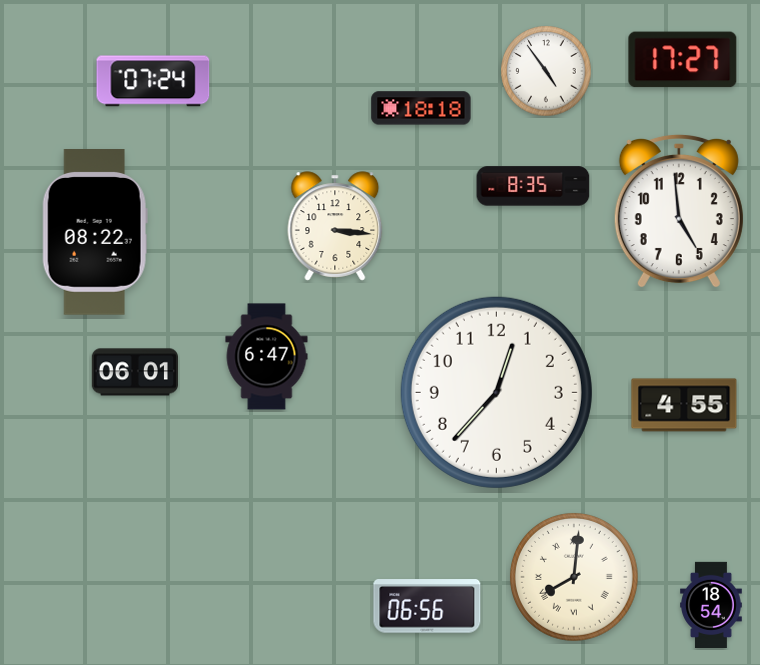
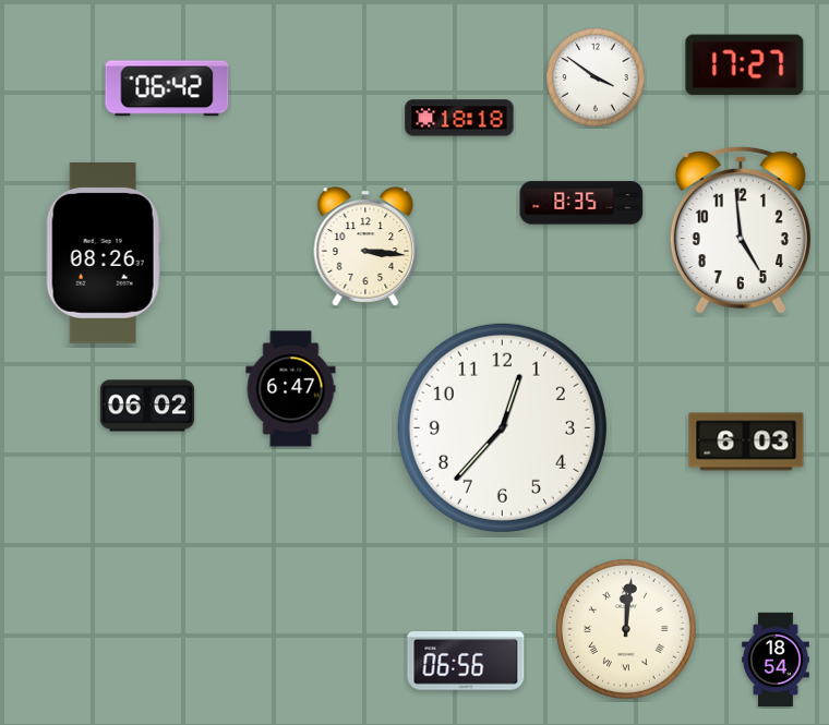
clock at (546, 71): 4:54 -> 3:51
clock at (153, 81): 07:24 -> 06:42
clock at (95, 232): 08:22 -> 08:26
clock at (135, 372): 06:01 -> 06:02
clock at (496, 392) position: (496, 392) -> (502, 427)
clock at (684, 405): 4:55 -> 6:03
clock at (574, 577): 8:01 -> 12:01
